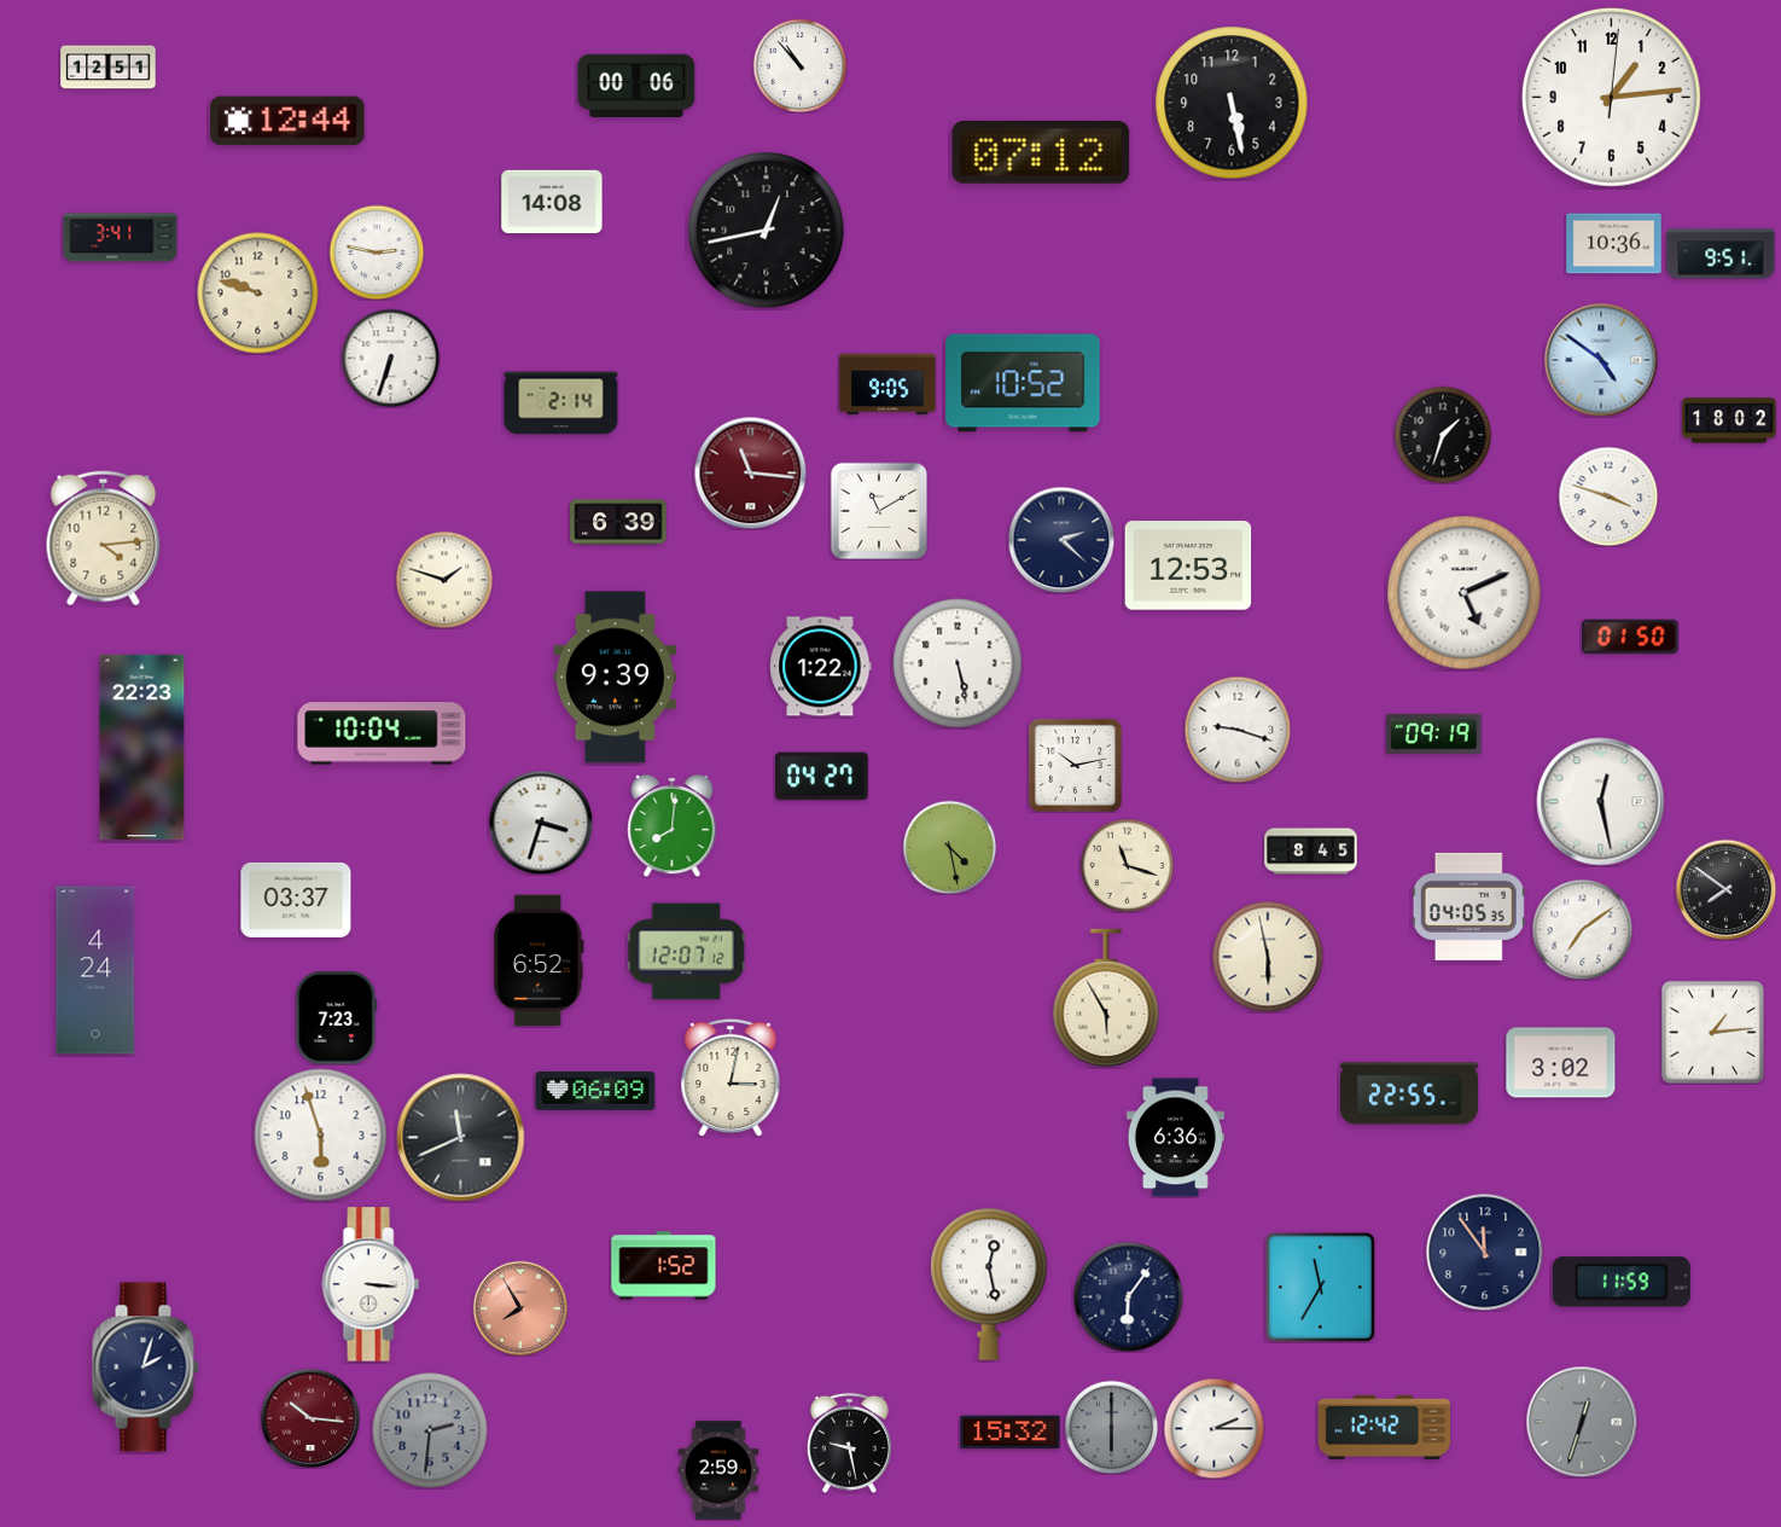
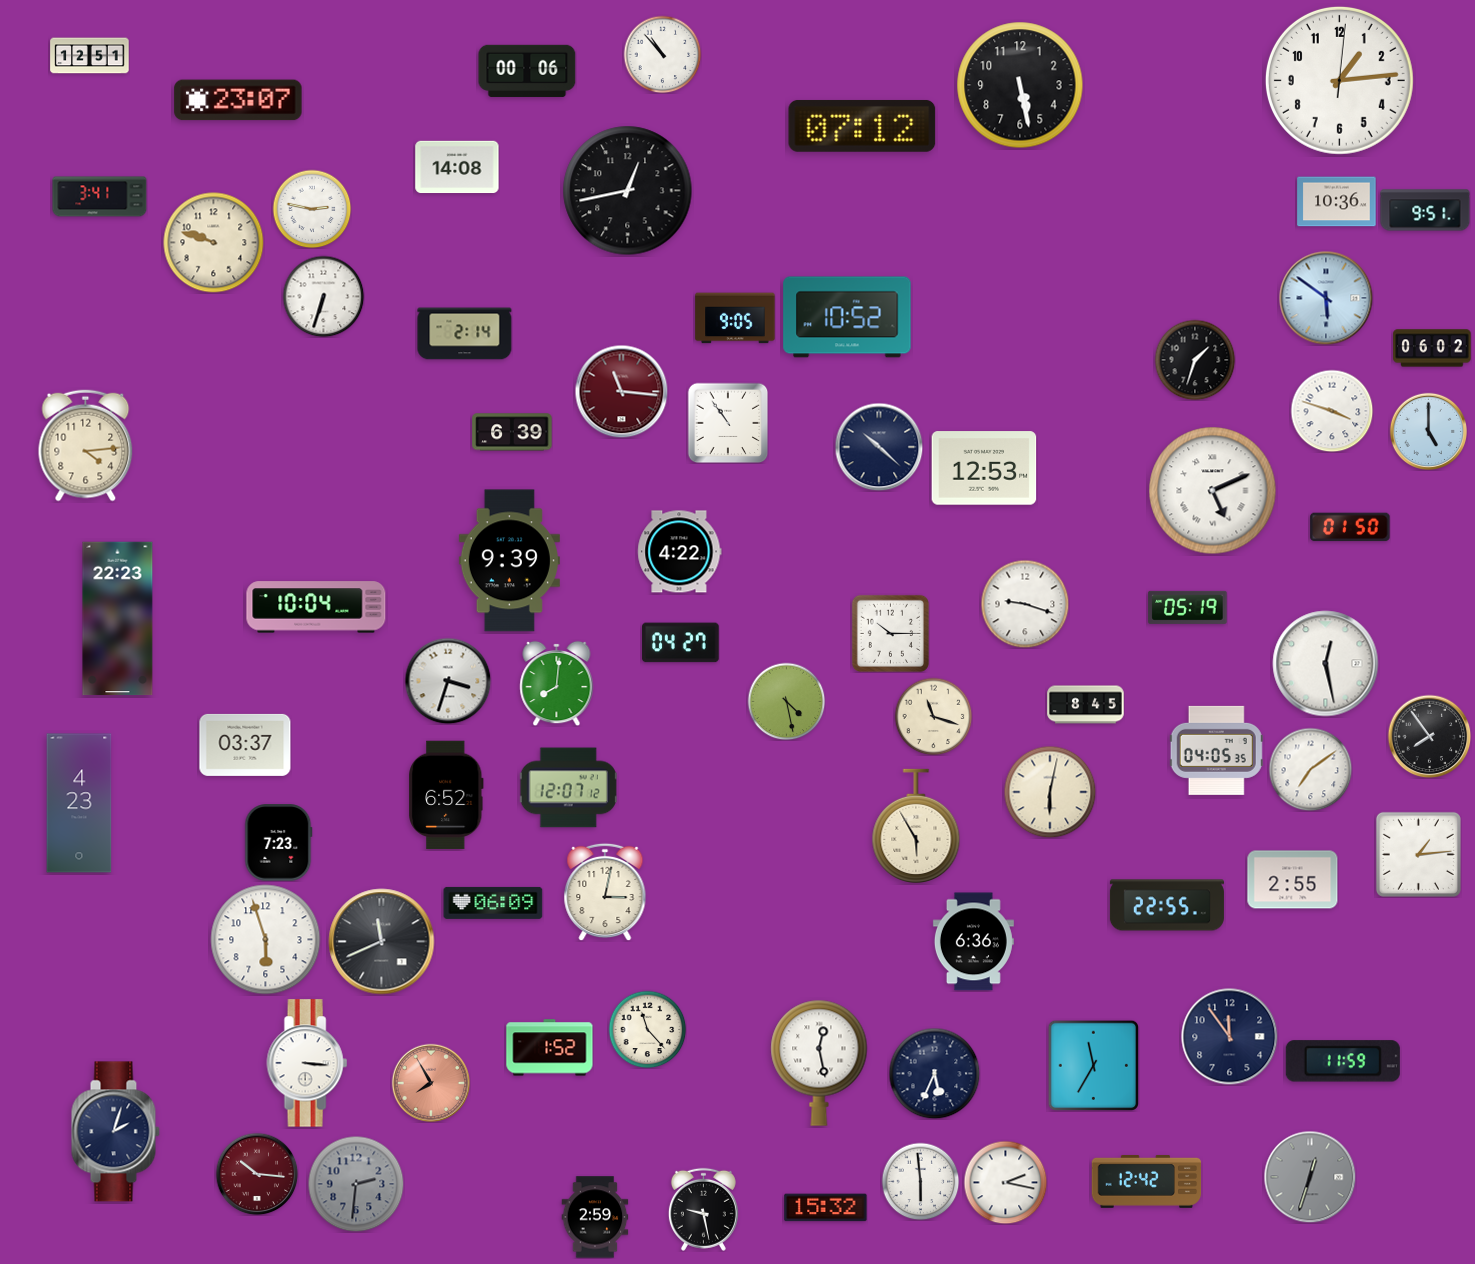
clock at (1611, 97) position: (1611, 97) -> (1339, 80)
clock at (287, 121): 12:44 -> 23:07
clock at (767, 231) position: (767, 231) -> (628, 191)
clock at (1601, 360): 4:51 -> 5:51
clock at (1729, 420): 18:02 -> 06:02
clock at (879, 511): 11:10 -> 10:54
clock at (1428, 431): none -> 5:00
clock at (1061, 540): 2:22 -> 10:22
clock at (444, 580): 1:48 -> none
clock at (958, 663): 5:28 -> none
clock at (821, 667): 1:22 -> 4:22
clock at (1434, 733): 09:19 -> 05:19
clock at (1075, 765): 10:13 -> 10:15
clock at (1725, 889): 7:51 -> 7:54
clock at (1268, 957): 5:58 -> 6:02
clock at (95, 970): 4:24 -> 4:23
clock at (1561, 1063): 3:02 -> 2:55
clock at (647, 1029): none -> 11:23
clock at (1128, 1296): 6:06 -> 5:34
clock at (145, 1368) position: (145, 1368) -> (115, 1132)
clock at (1111, 1427): 6:00 -> 5:59
clock at (1111, 1427) dial: grey -> white
clock at (1213, 1428): 2:15 -> 2:17
clock at (1011, 1433) position: (1011, 1433) -> (826, 1208)
clock at (849, 1442) position: (849, 1442) -> (703, 1209)
